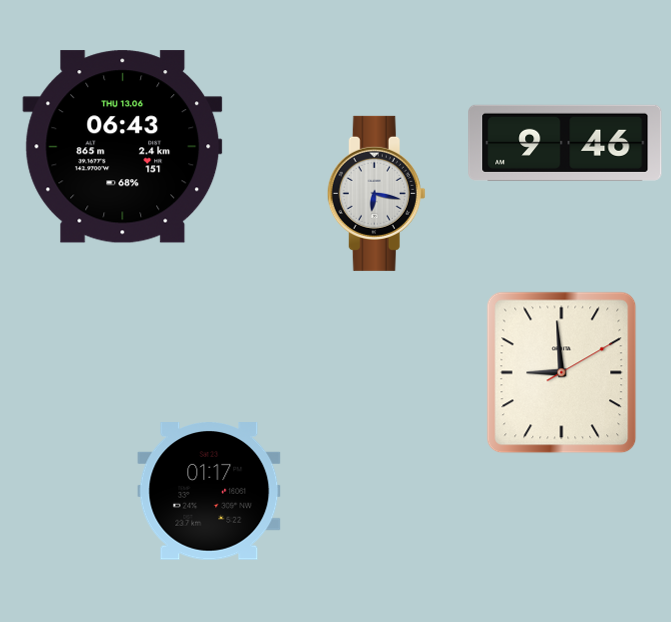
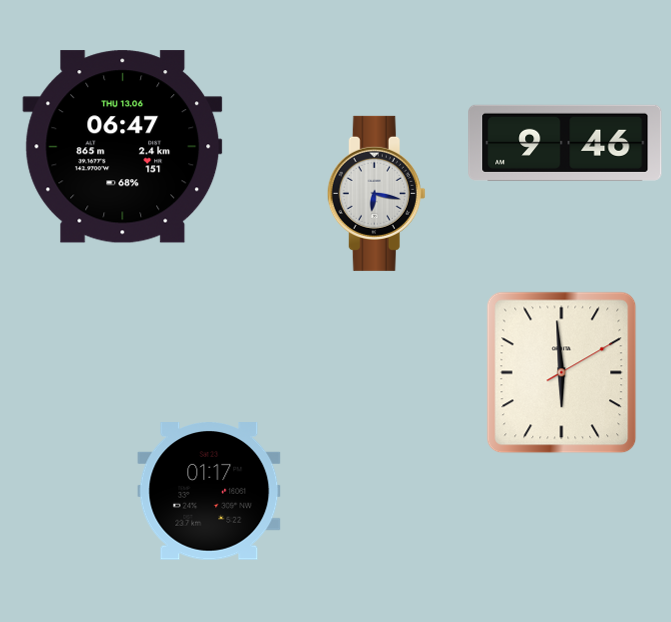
clock at (123, 147): 06:43 -> 06:47
clock at (562, 373): 8:59 -> 5:59
